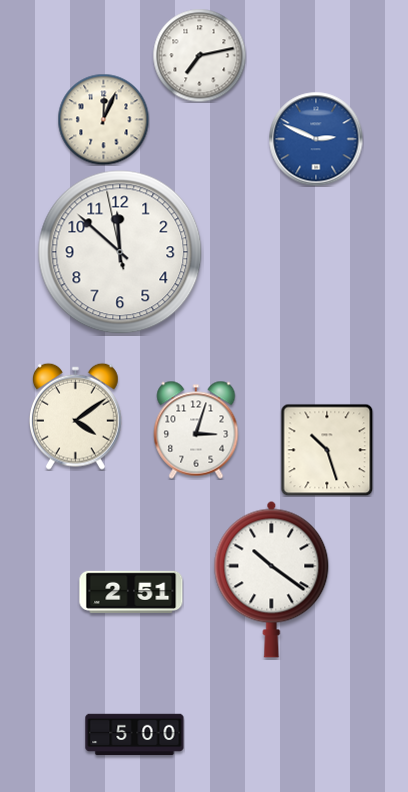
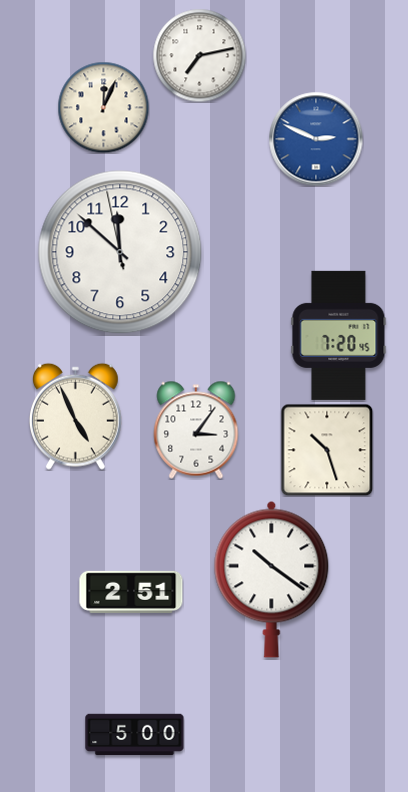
clock at (103, 119) position: (103, 119) -> (103, 107)
clock at (339, 335): none -> 7:20
clock at (75, 416): 4:09 -> 4:56
clock at (196, 430): 3:03 -> 3:06
